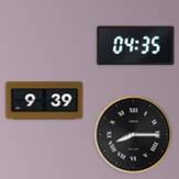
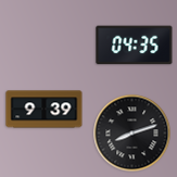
clock at (45, 101) position: (45, 101) -> (45, 110)
clock at (134, 135): 8:15 -> 8:12
